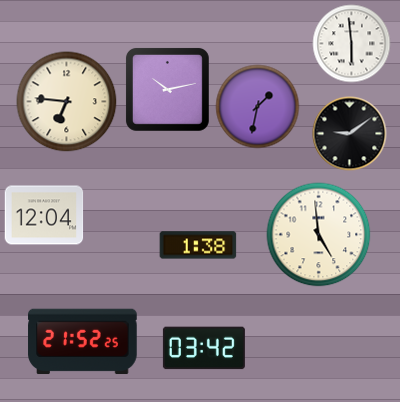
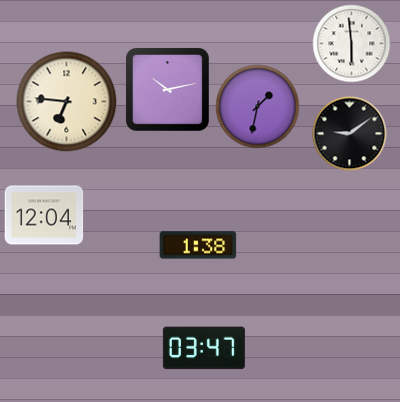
clock at (319, 235): 4:59 -> none
clock at (83, 342): 21:52 -> none
clock at (204, 348): 03:42 -> 03:47
